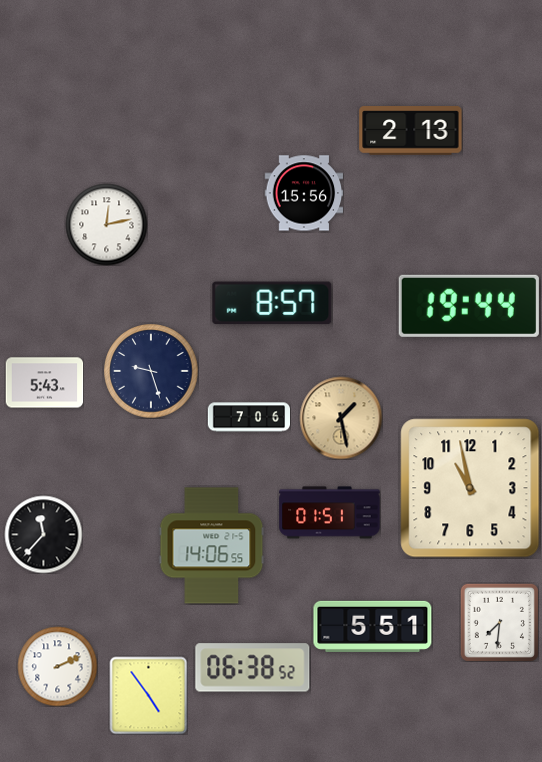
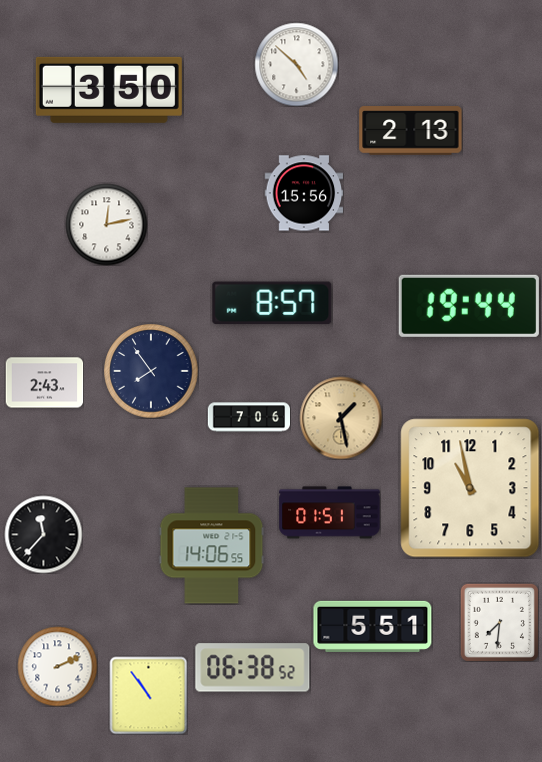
clock at (296, 64): none -> 4:52
clock at (109, 90): none -> 3:50
clock at (151, 371): 9:27 -> 7:54
clock at (44, 383): 5:43 -> 2:43
clock at (148, 695): 4:54 -> 10:54
